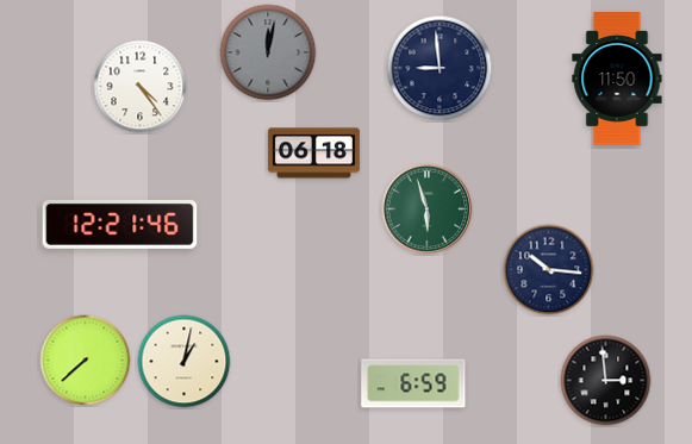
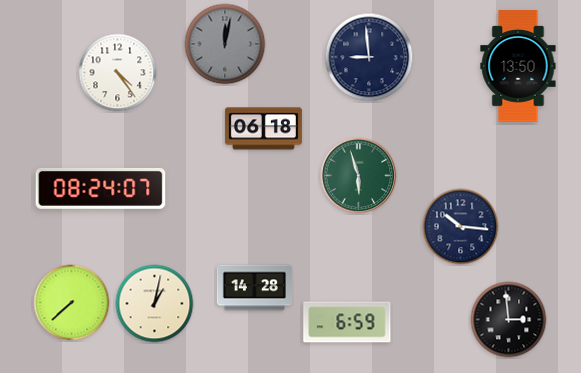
clock at (617, 79): 11:50 -> 13:50
clock at (120, 224): 12:21 -> 08:24
clock at (254, 288): none -> 14:28
